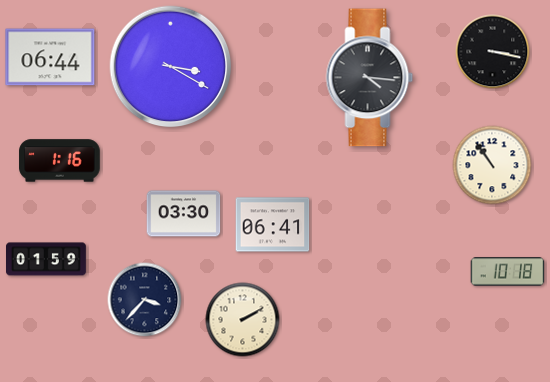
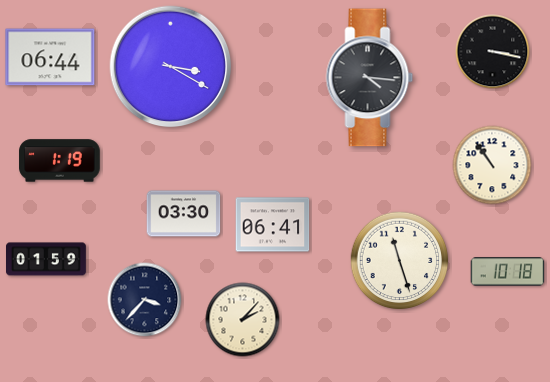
clock at (60, 161): 1:16 -> 1:19
clock at (400, 261): none -> 11:27
clock at (243, 320): 2:10 -> 2:07
